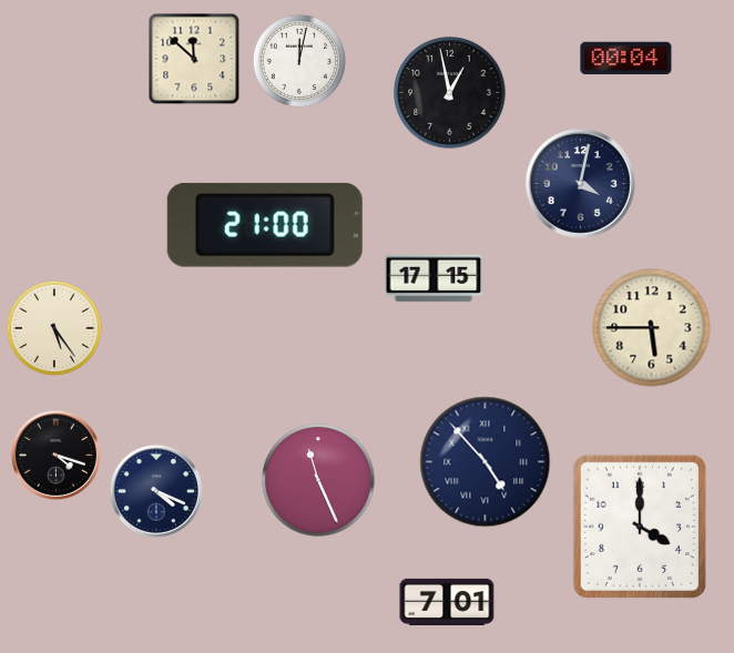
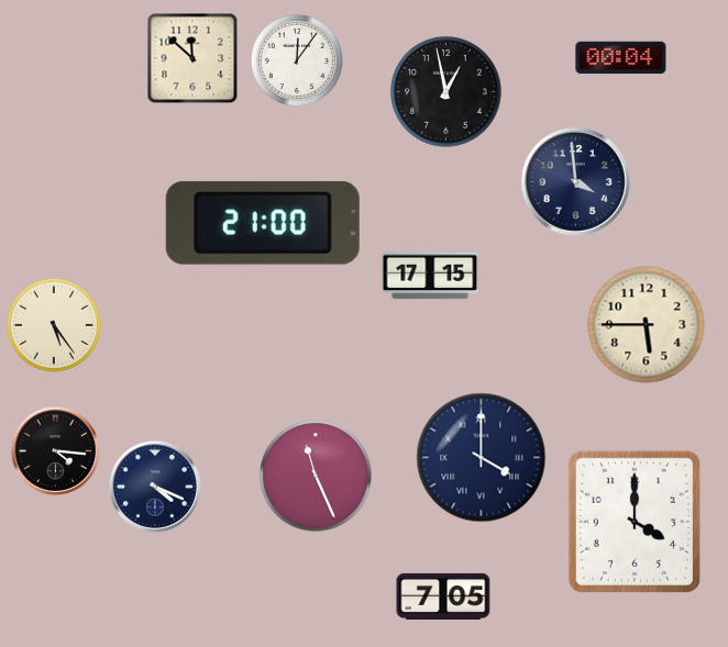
clock at (299, 61): 12:02 -> 12:06
clock at (580, 183): 4:02 -> 3:59
clock at (55, 455): 4:18 -> 4:16
clock at (486, 462): 4:53 -> 4:00
clock at (447, 602): 7:01 -> 7:05
